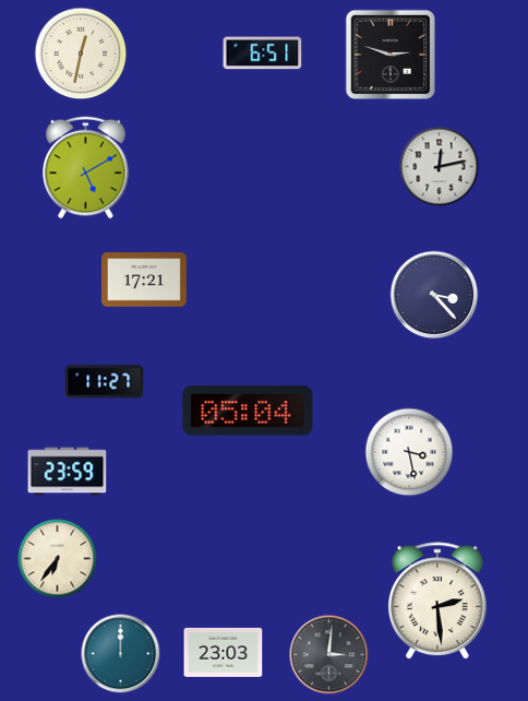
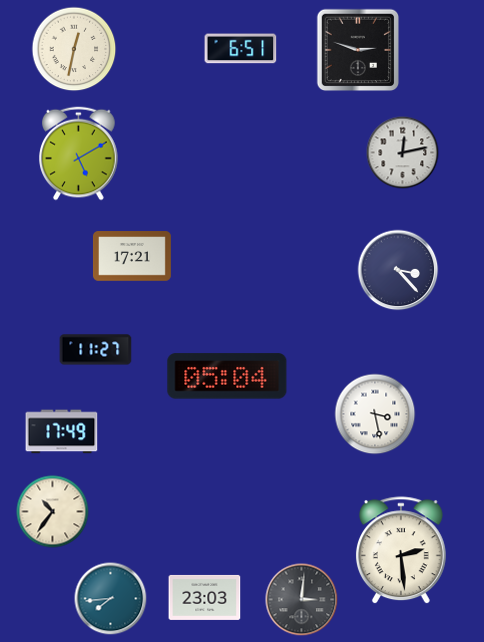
clock at (68, 472): 23:59 -> 17:49
clock at (58, 559): 6:36 -> 10:36
clock at (121, 654): 12:00 -> 7:44
